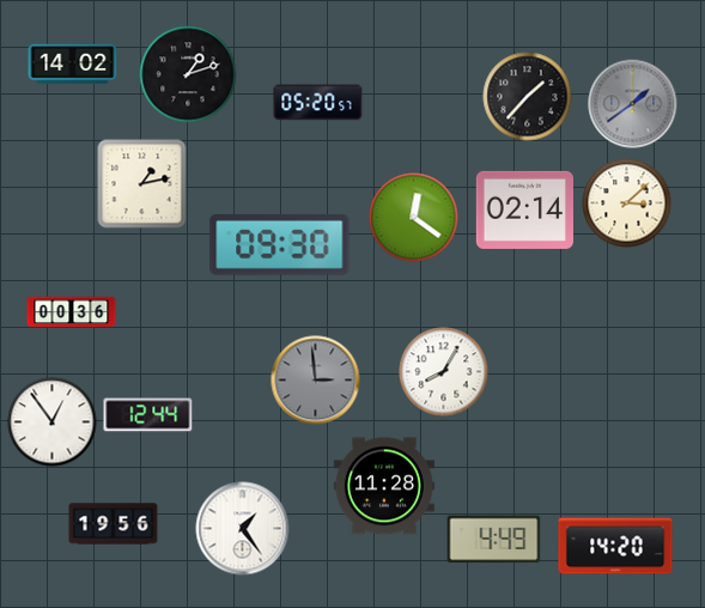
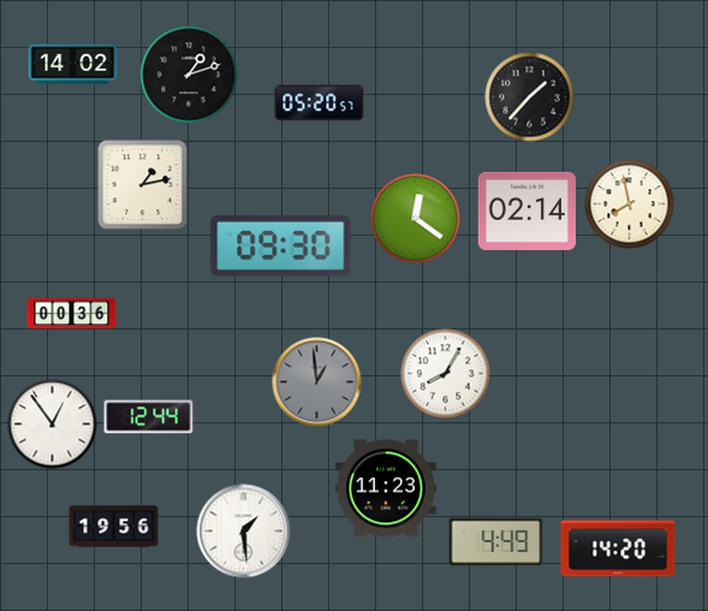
clock at (633, 104): 1:39 -> none
clock at (627, 203): 3:08 -> 7:58
clock at (316, 381): 2:59 -> 12:59
clock at (384, 486): 11:28 -> 11:23
clock at (243, 529): 1:24 -> 1:29
